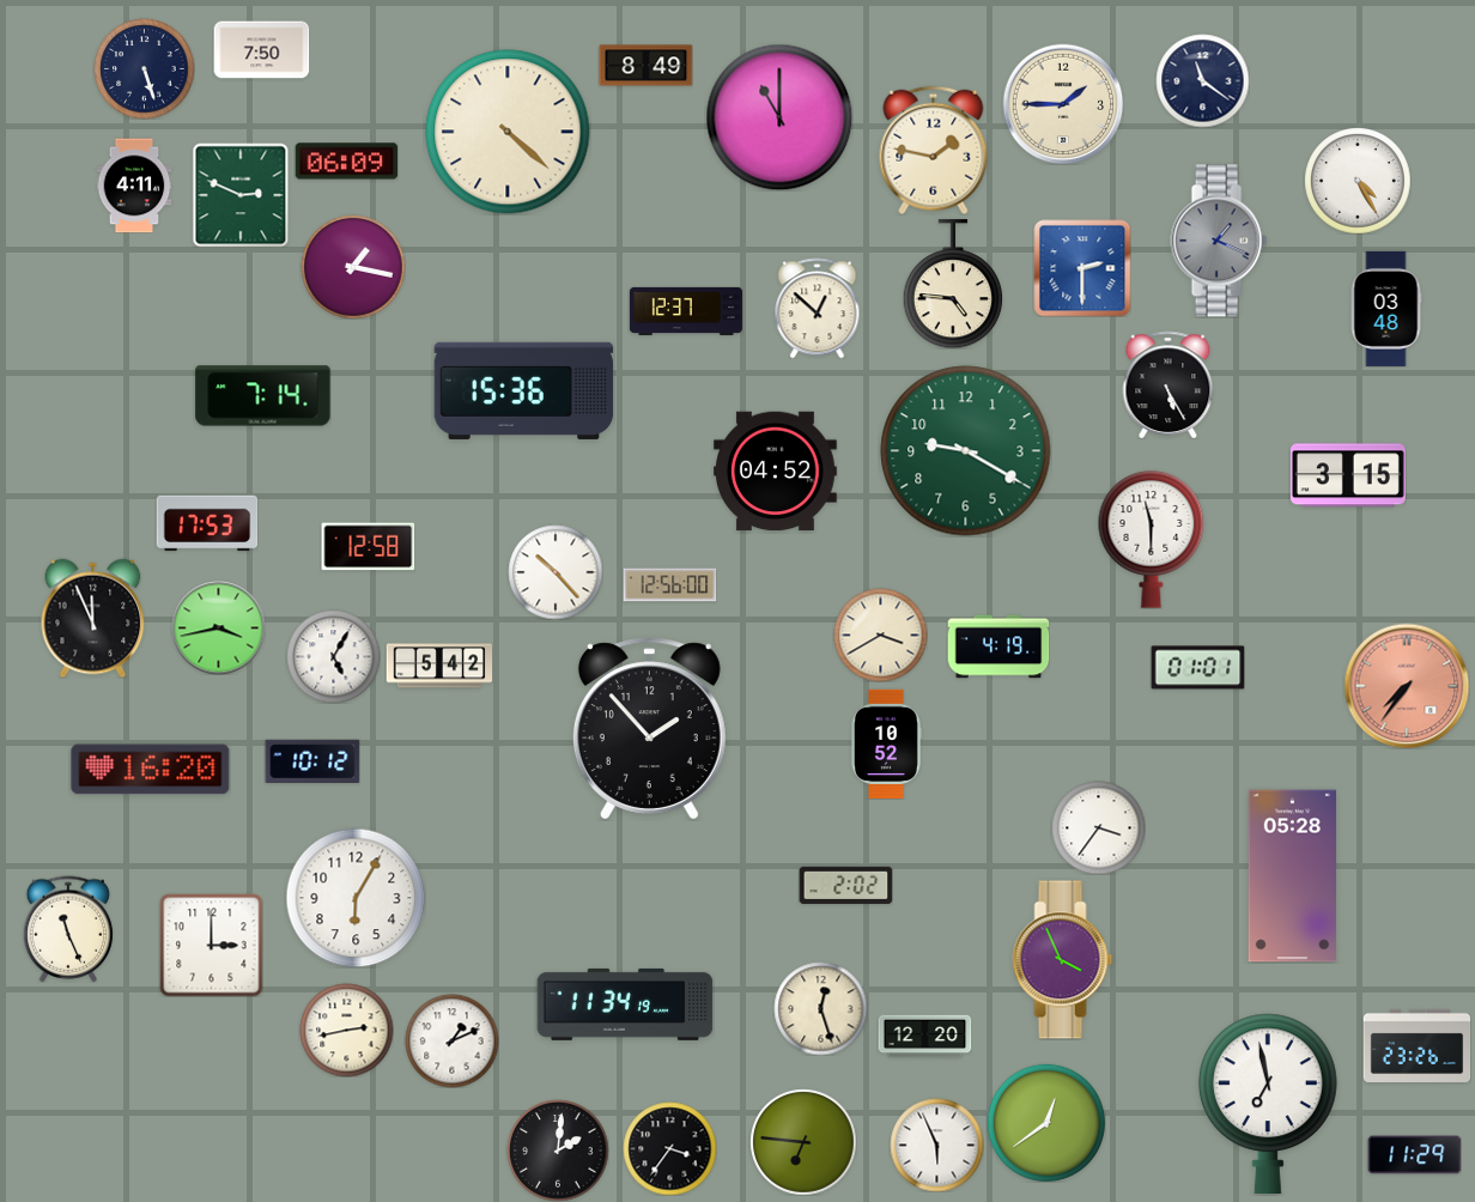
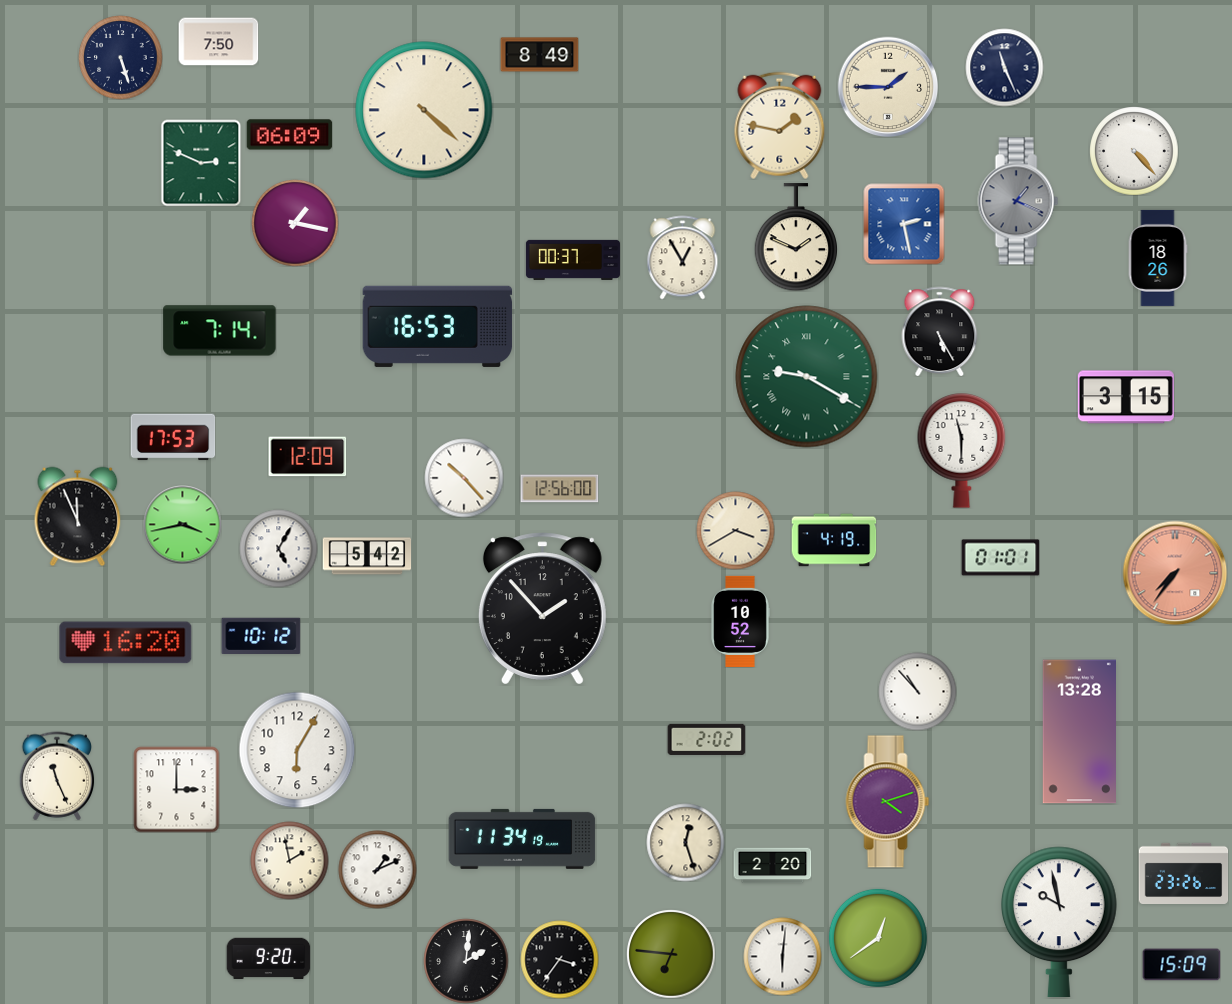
clock at (1202, 80): 11:21 -> 11:26
clock at (779, 117): 11:00 -> none
clock at (1358, 181): 4:25 -> 4:23
clock at (134, 186): 4:11 -> none
clock at (1082, 268): 2:30 -> 2:28
clock at (953, 284): 4:46 -> 1:49
clock at (818, 308): 12:52 -> 12:55
clock at (1386, 309): 03:48 -> 18:26
clock at (686, 310): 12:37 -> 00:37
clock at (1169, 384) position: (1169, 384) -> (940, 331)
clock at (524, 390): 15:36 -> 16:53
clock at (966, 451) numerals: Arabic -> Roman
clock at (776, 472): 04:52 -> none
clock at (368, 547): 12:58 -> 12:09
clock at (1098, 827): 3:36 -> 10:53
clock at (1292, 876): 05:28 -> 13:28
clock at (1063, 960): 3:56 -> 4:12
clock at (346, 1030): 2:43 -> 1:58
clock at (924, 1037): 12:20 -> 2:20
clock at (1268, 1103): 6:58 -> 9:58
clock at (1046, 1123) position: (1046, 1123) -> (878, 938)
clock at (936, 1145): 5:56 -> 6:01
clock at (268, 959): none -> 9:20
clock at (1414, 1155): 11:29 -> 15:09
